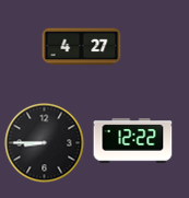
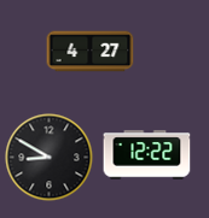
clock at (45, 143): 8:45 -> 8:50
